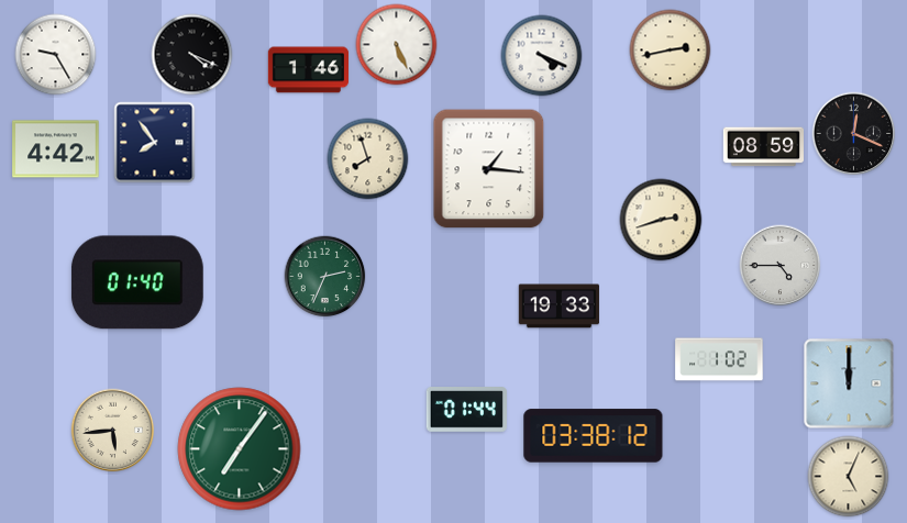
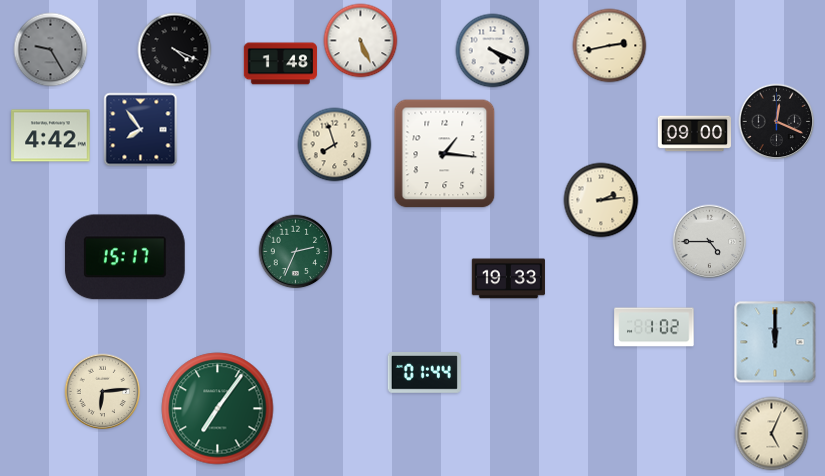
clock at (56, 55) dial: white -> grey
clock at (308, 70): 1:46 -> 1:48
clock at (763, 147): 08:59 -> 09:00
clock at (661, 220): 2:42 -> 2:14
clock at (137, 282): 01:40 -> 15:17
clock at (849, 383) position: (849, 383) -> (775, 342)
clock at (113, 431): 5:44 -> 6:14
clock at (594, 436): 03:38 -> none
